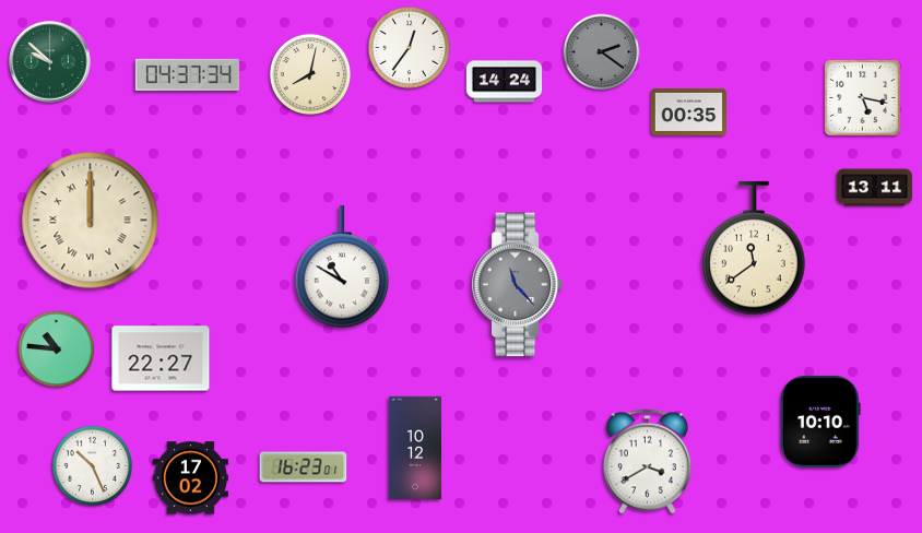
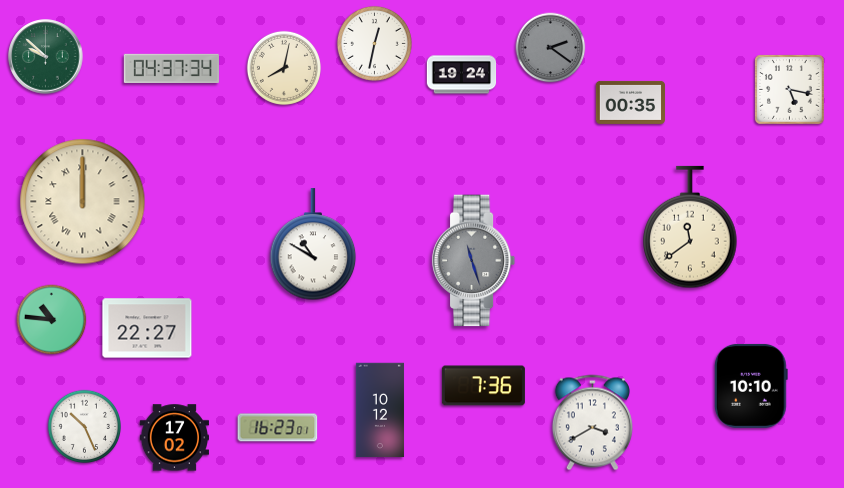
clock at (409, 47): 12:36 -> 12:32
clock at (505, 82): 14:24 -> 19:24
clock at (875, 188): 13:11 -> none
clock at (518, 285): 11:23 -> 11:27
clock at (483, 386): none -> 7:36
